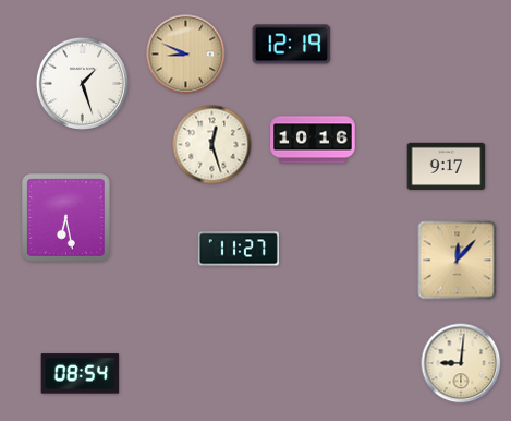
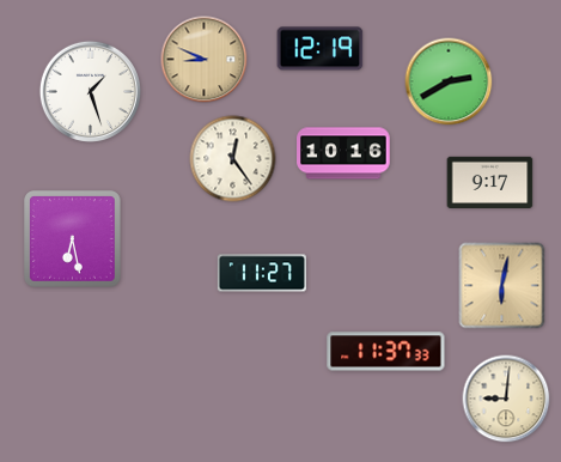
clock at (449, 81): none -> 2:40
clock at (212, 145): 12:27 -> 12:24
clock at (458, 261): 12:07 -> 6:02
clock at (386, 352): none -> 11:37
clock at (81, 374): 08:54 -> none
